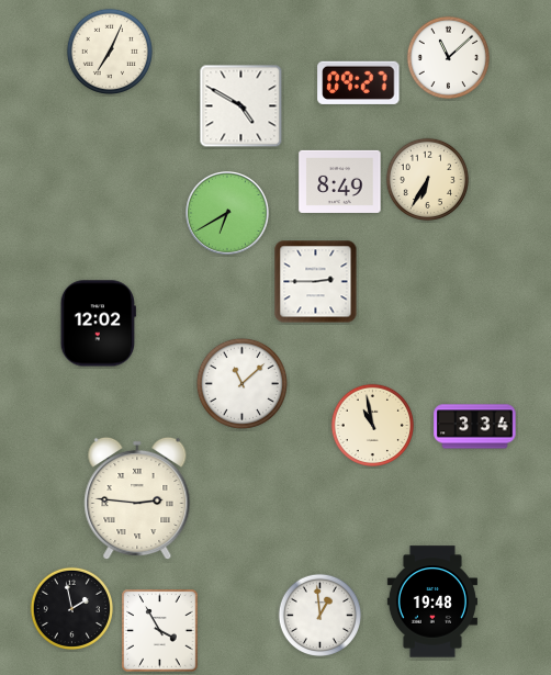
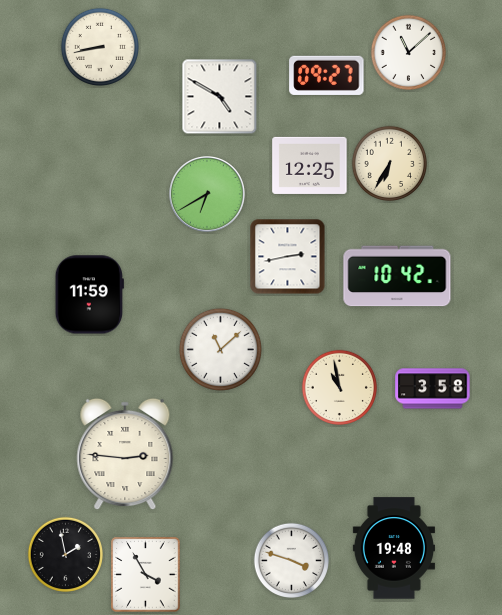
clock at (110, 52): 7:04 -> 8:43
clock at (340, 181): 8:49 -> 12:25
clock at (316, 282): 2:45 -> 2:43
clock at (397, 276): none -> 10:42
clock at (98, 324): 12:02 -> 11:59
clock at (475, 427): 3:34 -> 3:58
clock at (319, 615): 12:59 -> 3:48
